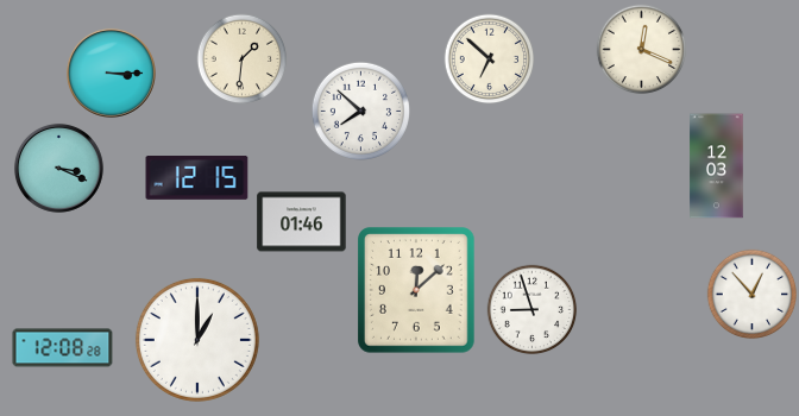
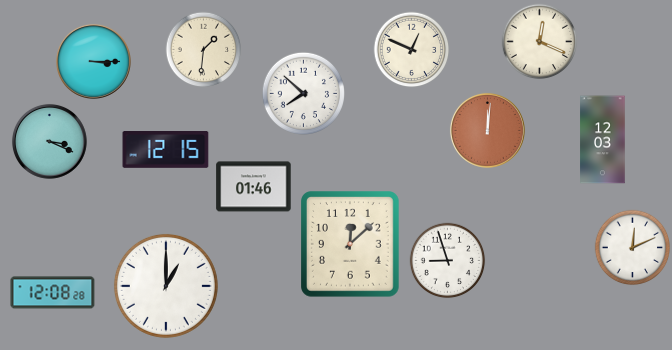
clock at (490, 59): 6:52 -> 12:49
clock at (487, 130): none -> 12:01
clock at (753, 295): 12:53 -> 12:11
